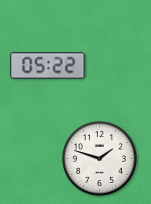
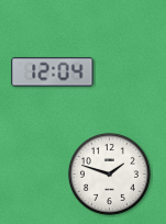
clock at (48, 66): 05:22 -> 12:04
